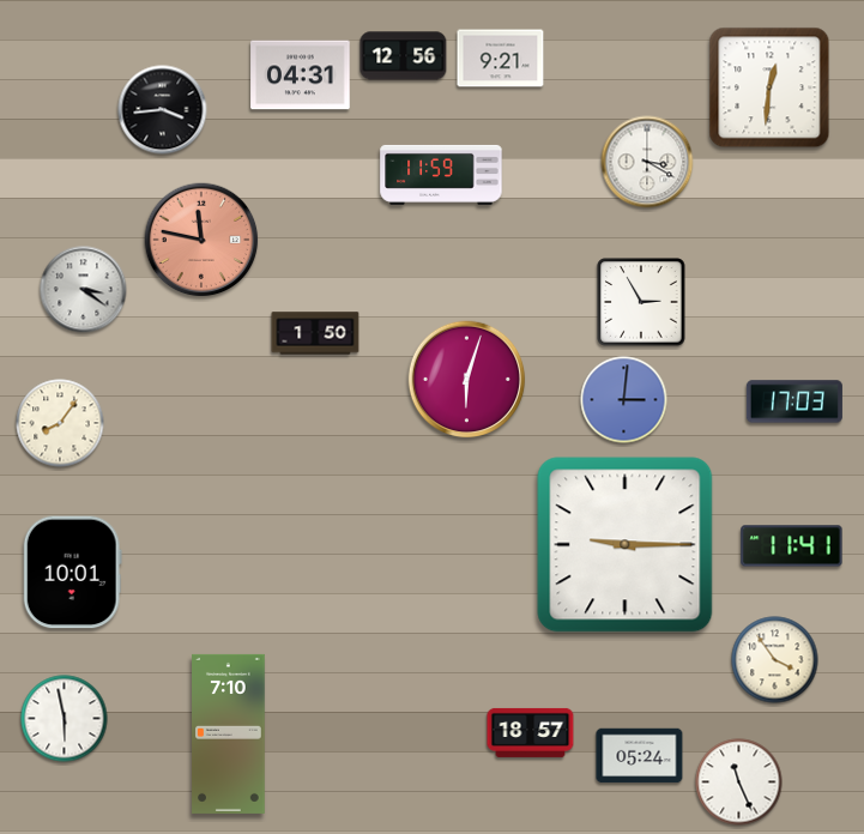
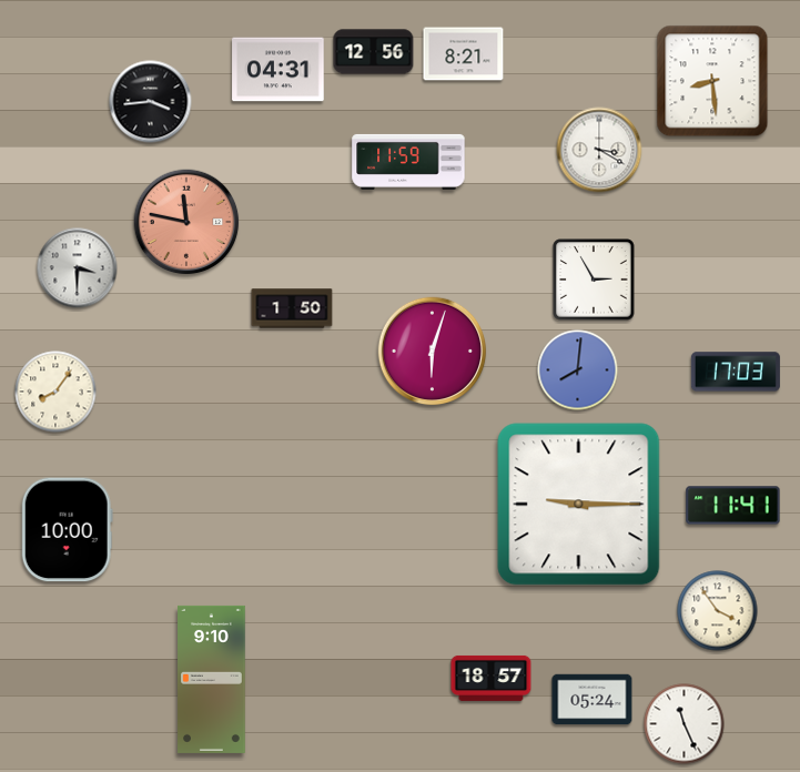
clock at (501, 59): 9:21 -> 8:21
clock at (769, 87): 12:31 -> 8:29
clock at (84, 290): 3:21 -> 3:30
clock at (624, 400): 3:01 -> 8:01
clock at (72, 573): 10:01 -> 10:00
clock at (65, 719): 5:58 -> none
clock at (229, 733): 7:10 -> 9:10
